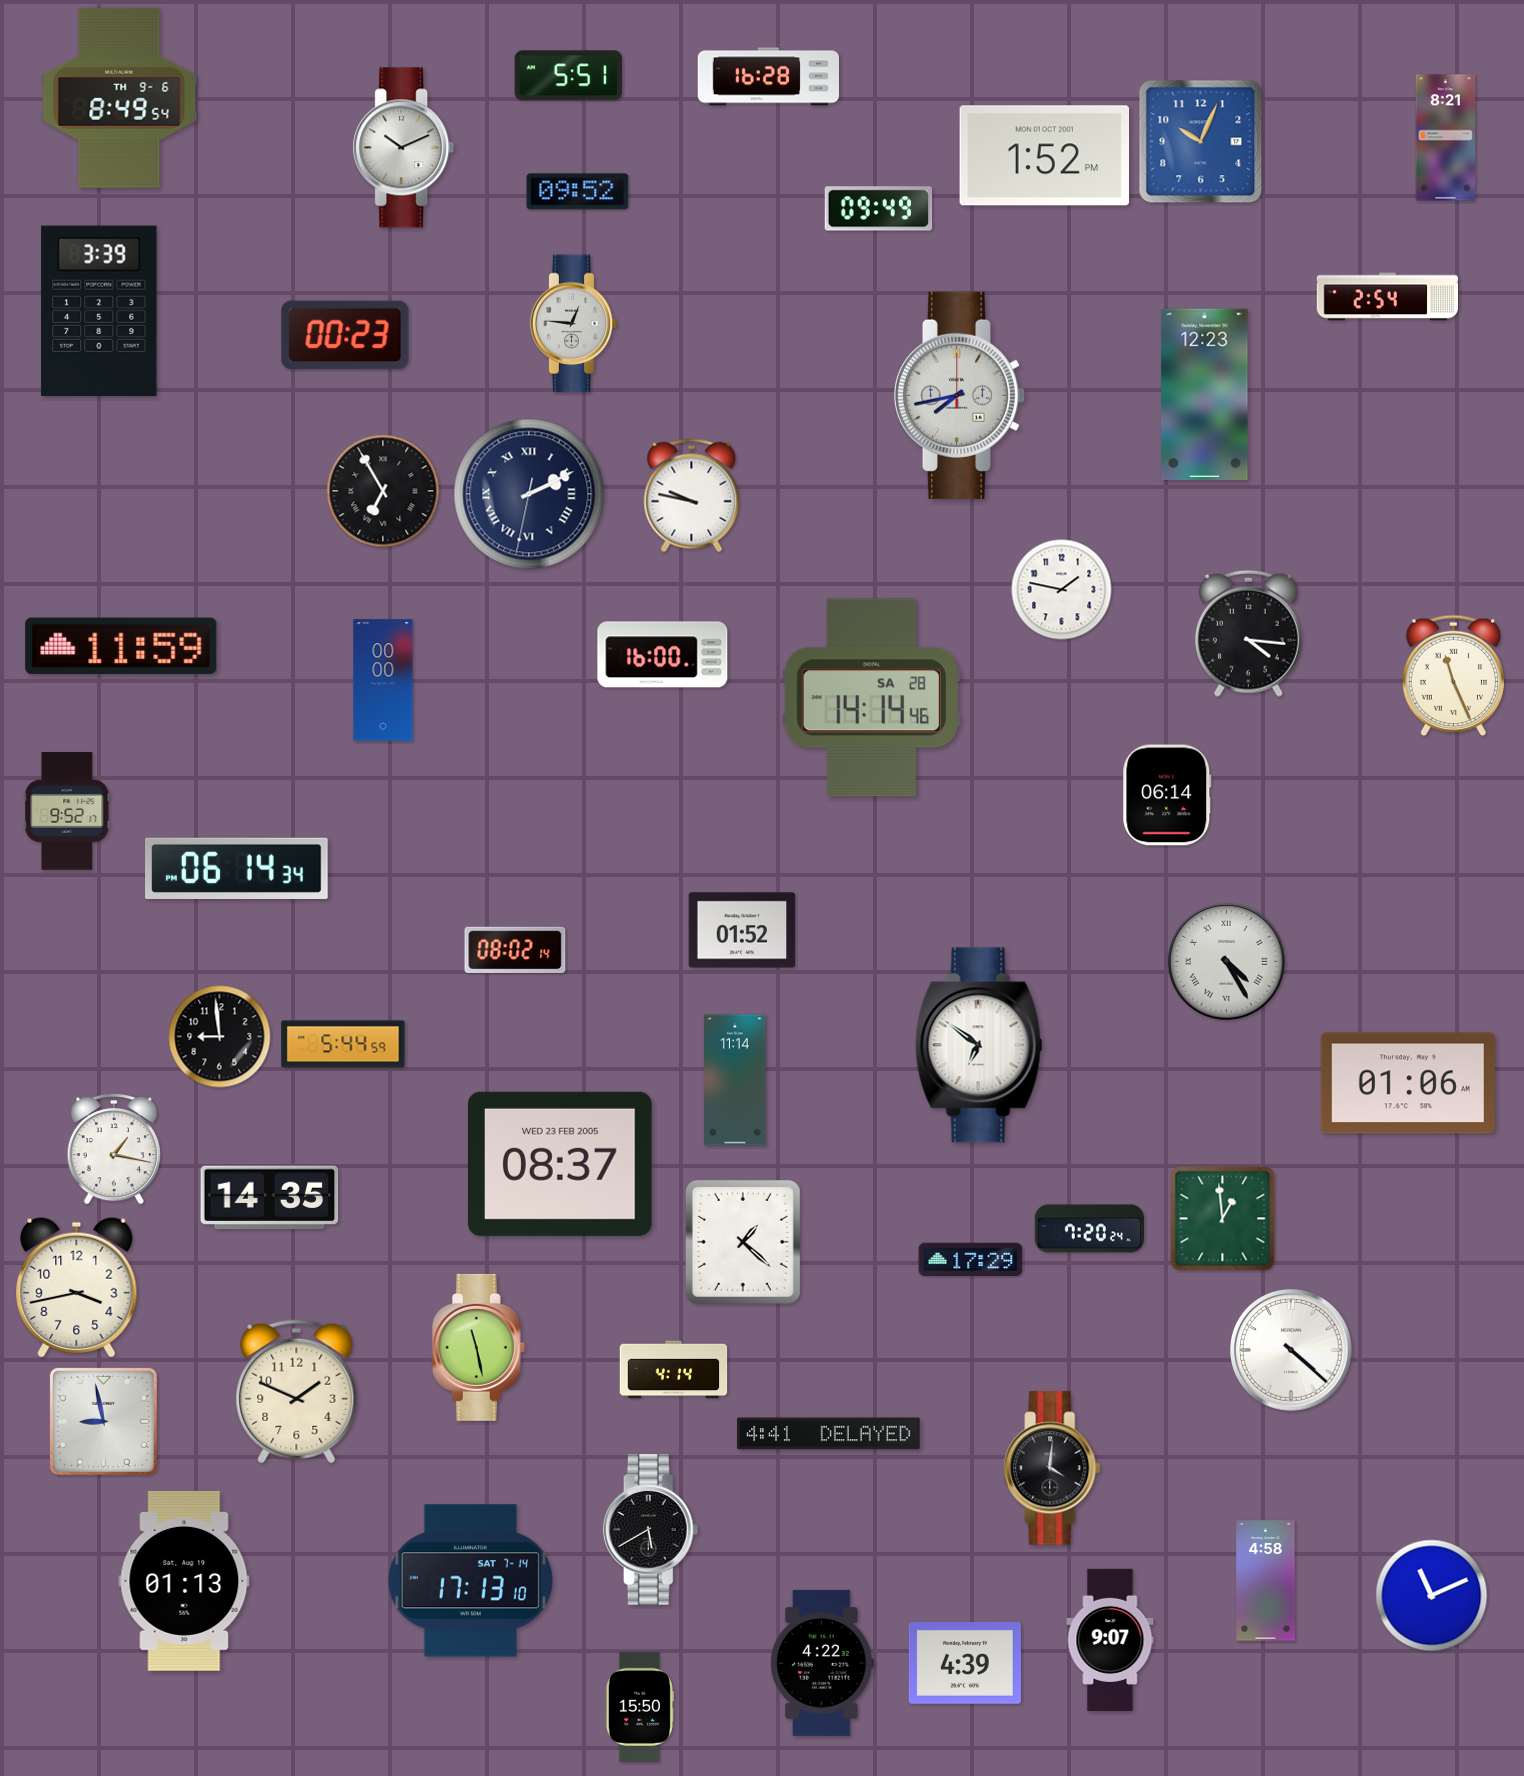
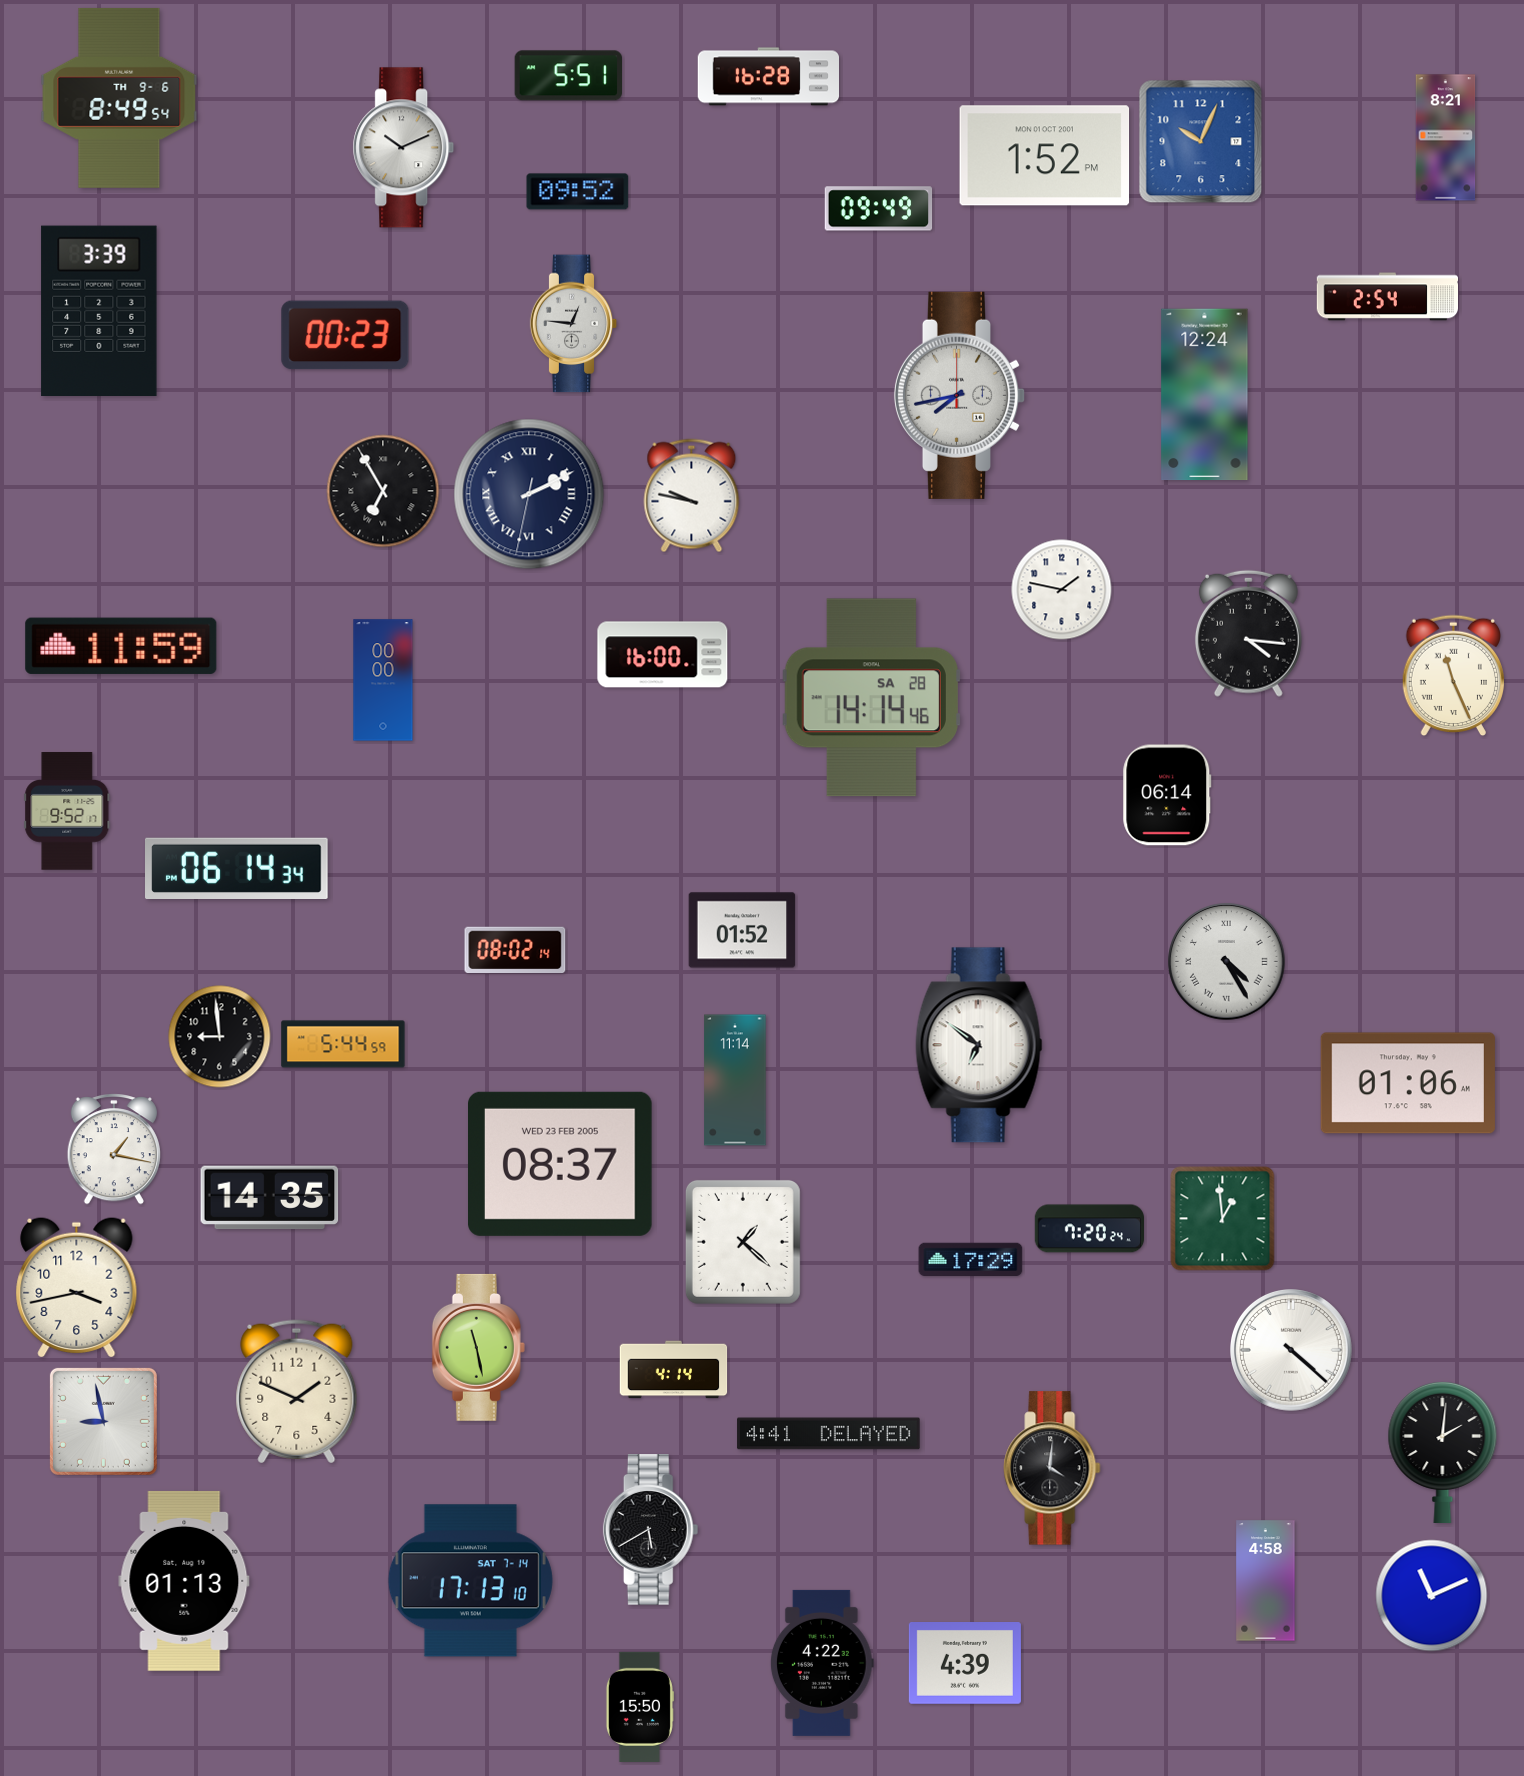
clock at (1205, 395): 12:23 -> 12:24
clock at (1443, 1452): none -> 2:01
clock at (1110, 1639): 9:07 -> none
